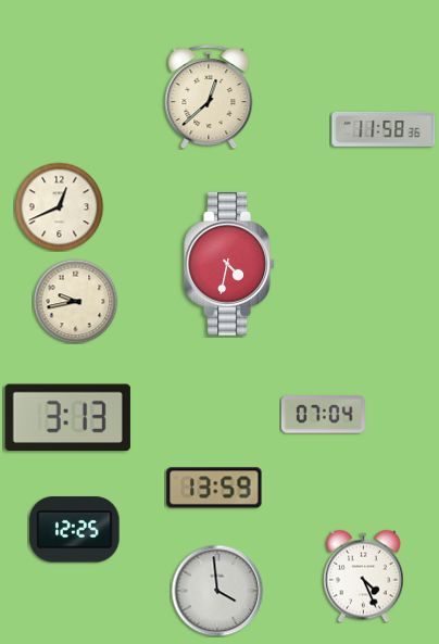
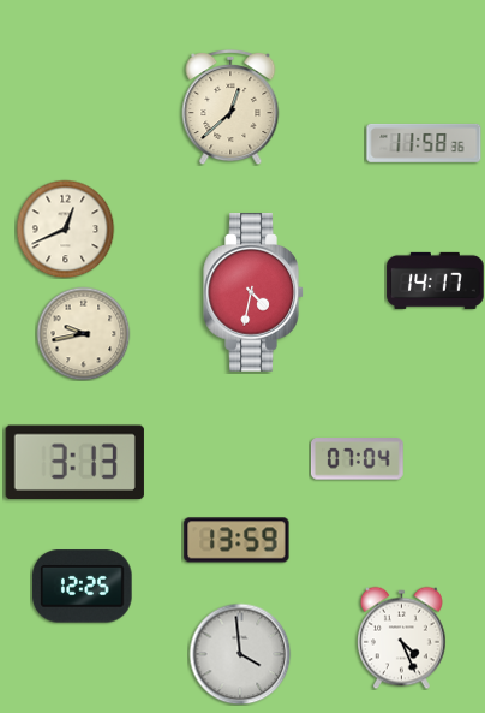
clock at (436, 280): none -> 14:17
